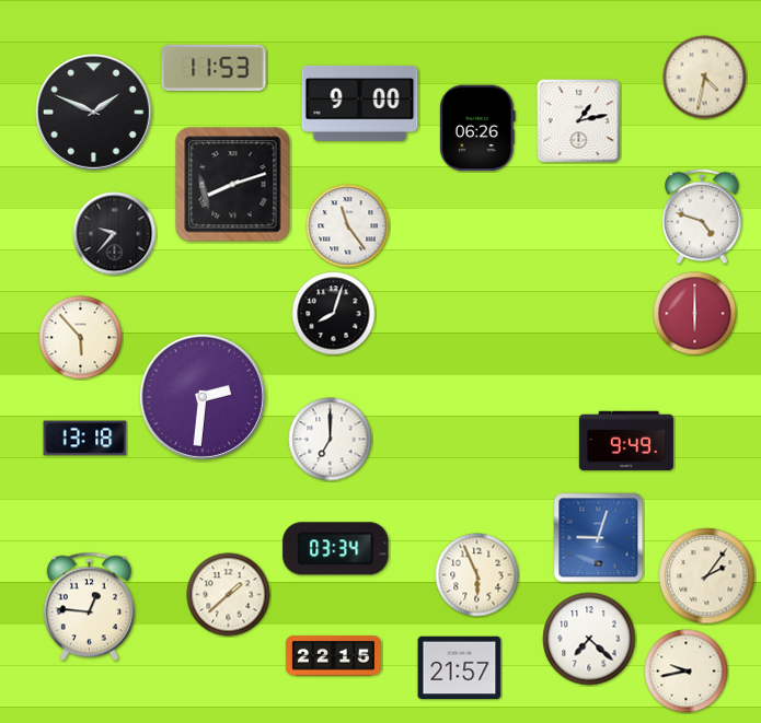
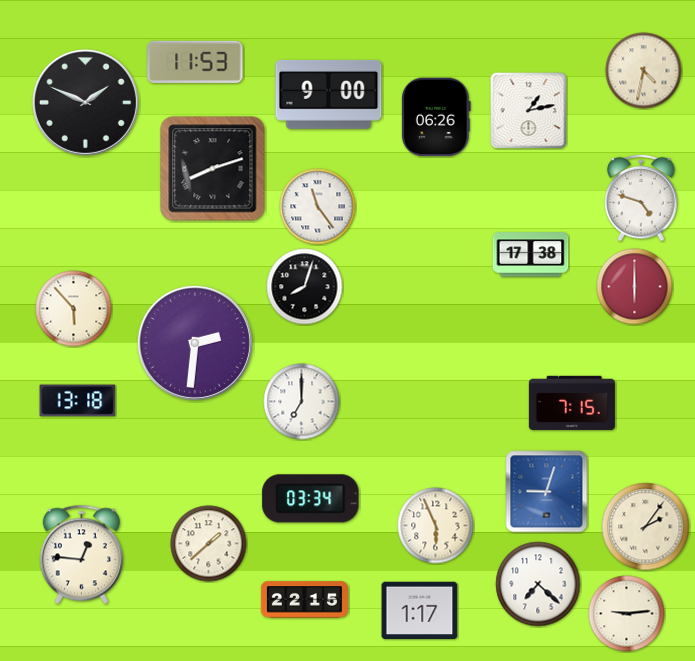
clock at (115, 234): 9:37 -> none
clock at (531, 255): none -> 17:38
clock at (203, 397) position: (203, 397) -> (195, 343)
clock at (626, 441): 9:49 -> 7:15
clock at (336, 549) position: (336, 549) -> (311, 499)
clock at (460, 668): 21:57 -> 1:17
clock at (687, 672): 9:43 -> 9:14
